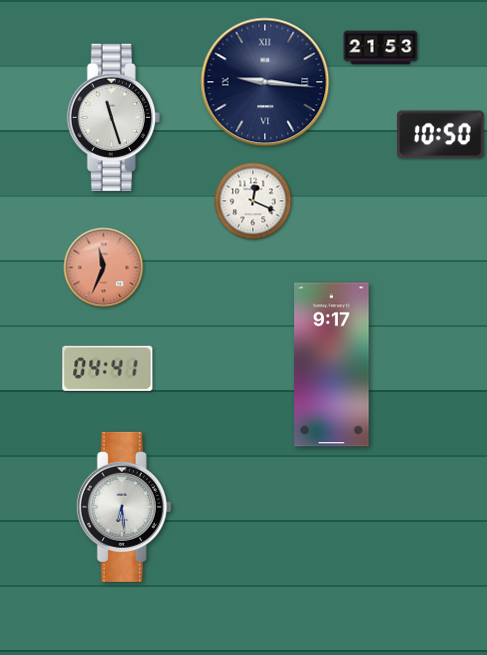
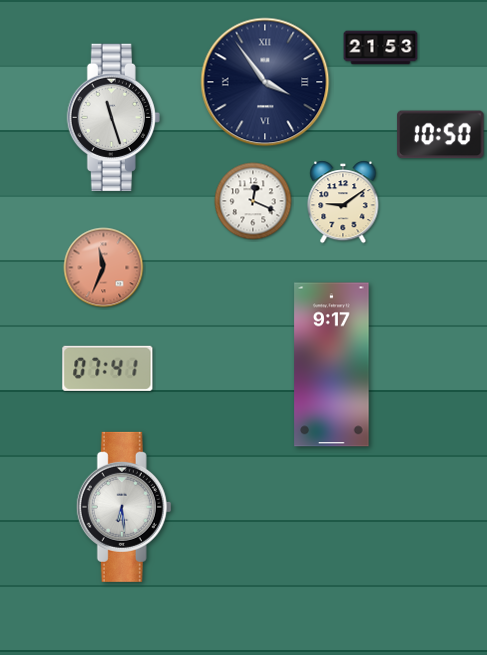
clock at (265, 82): 9:16 -> 3:54
clock at (343, 202): none -> 9:09
clock at (108, 368): 04:41 -> 07:41
